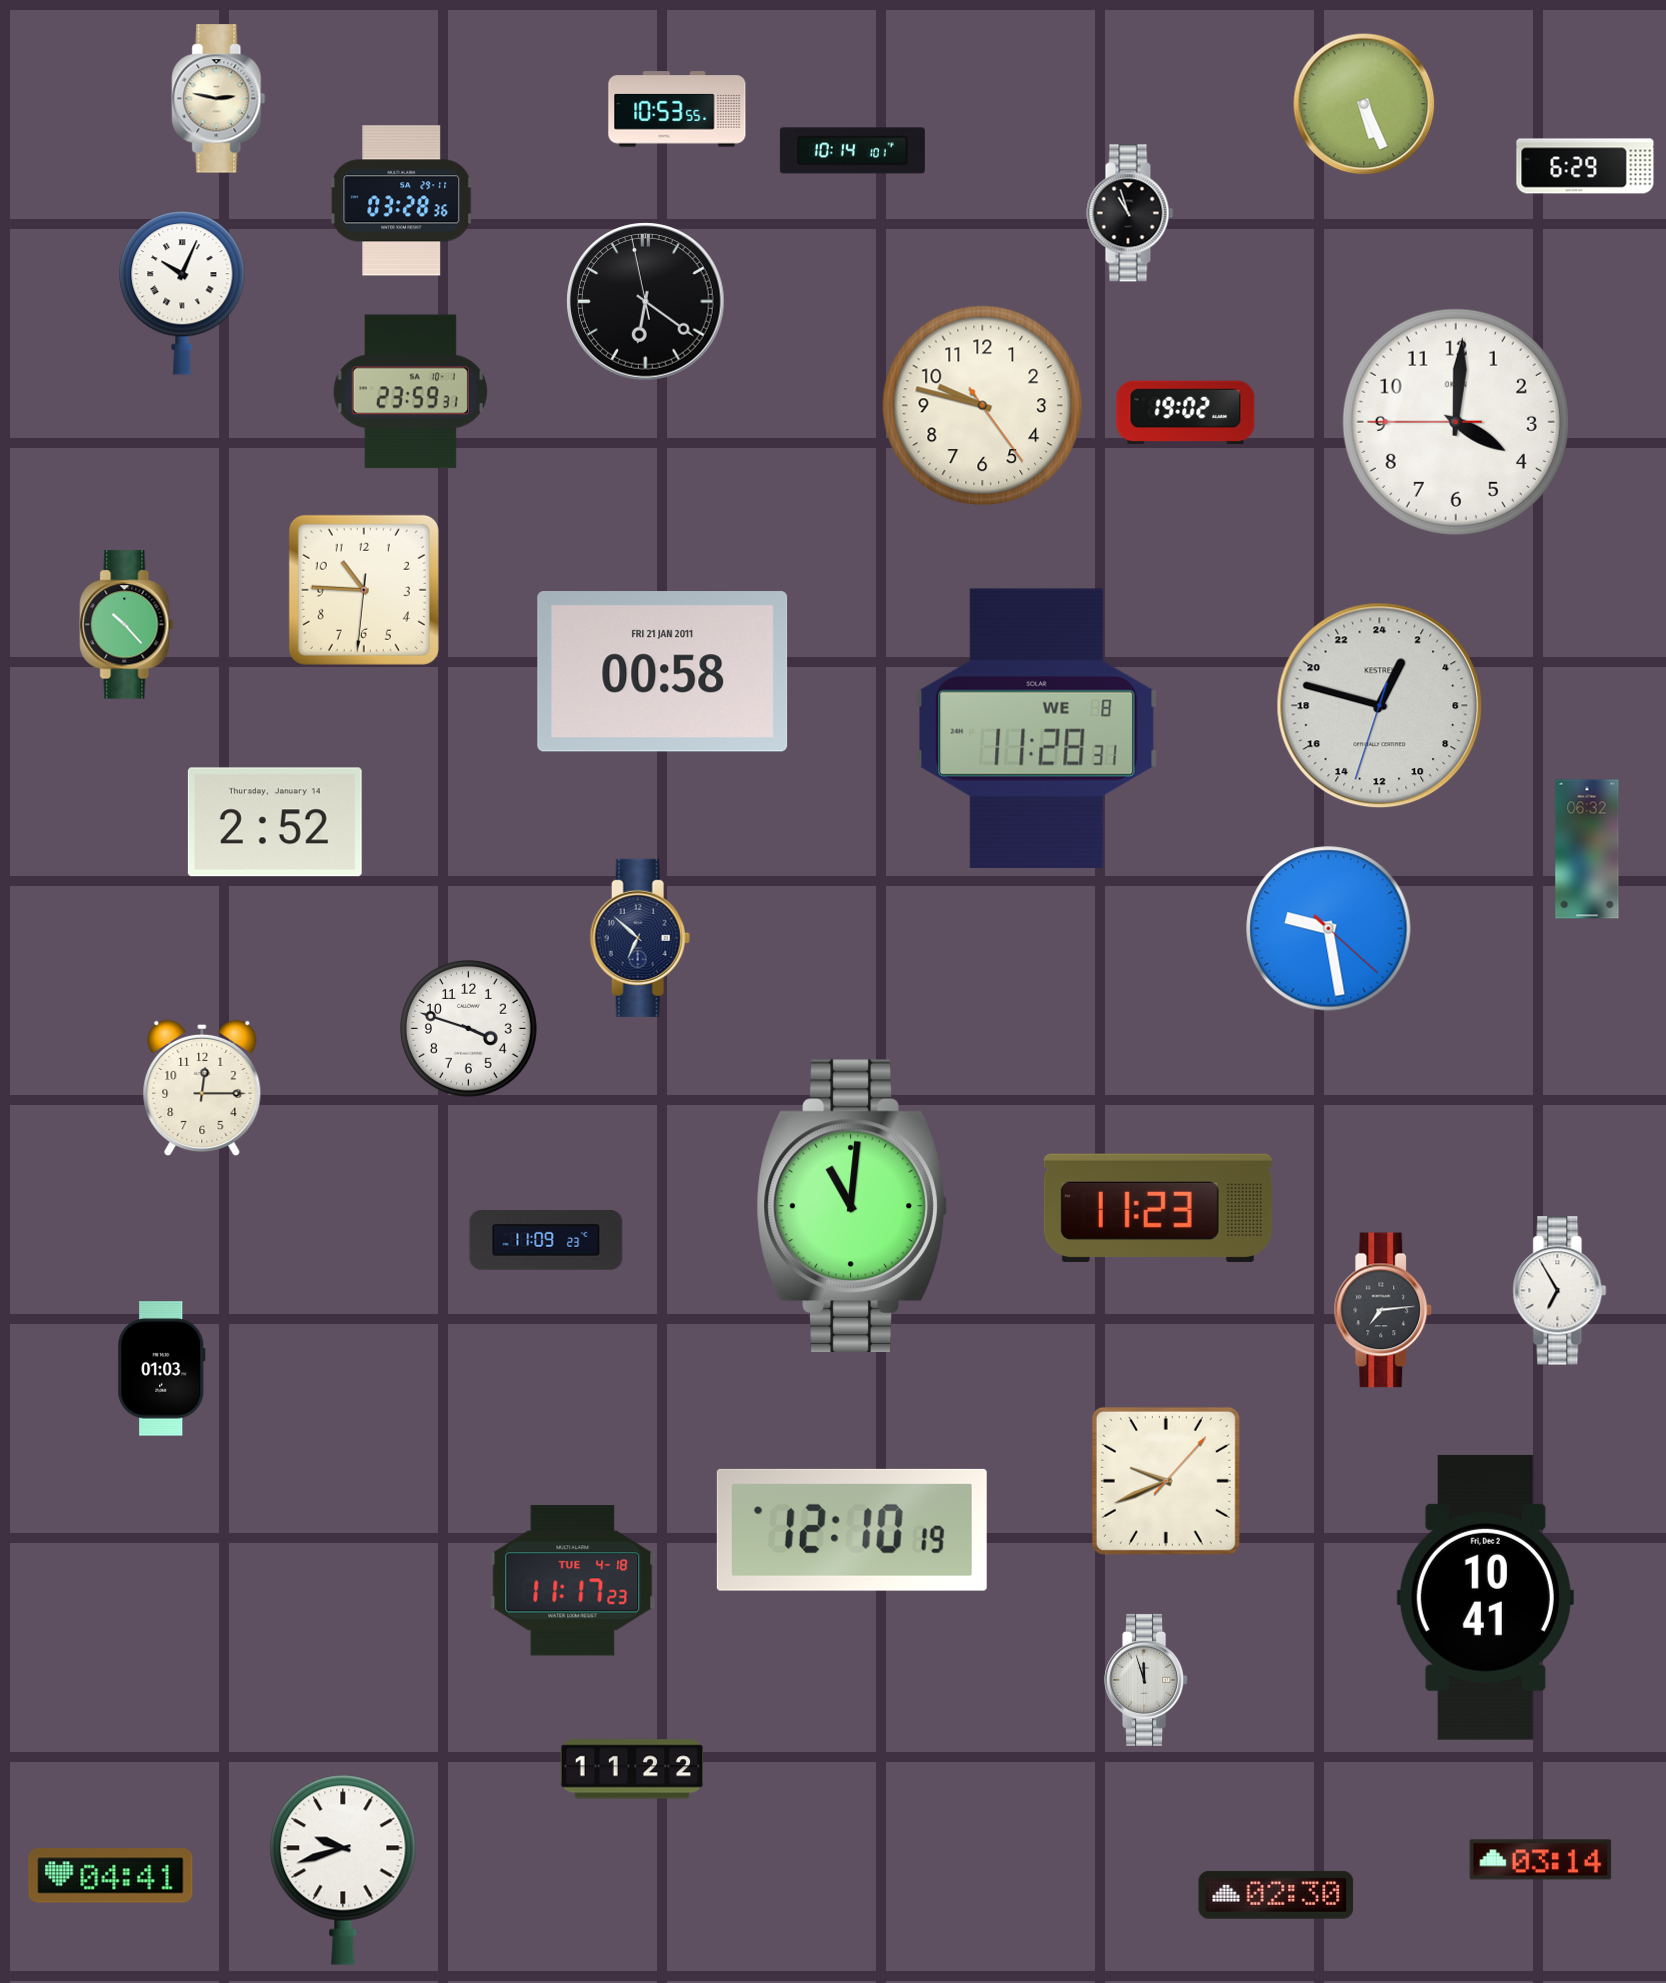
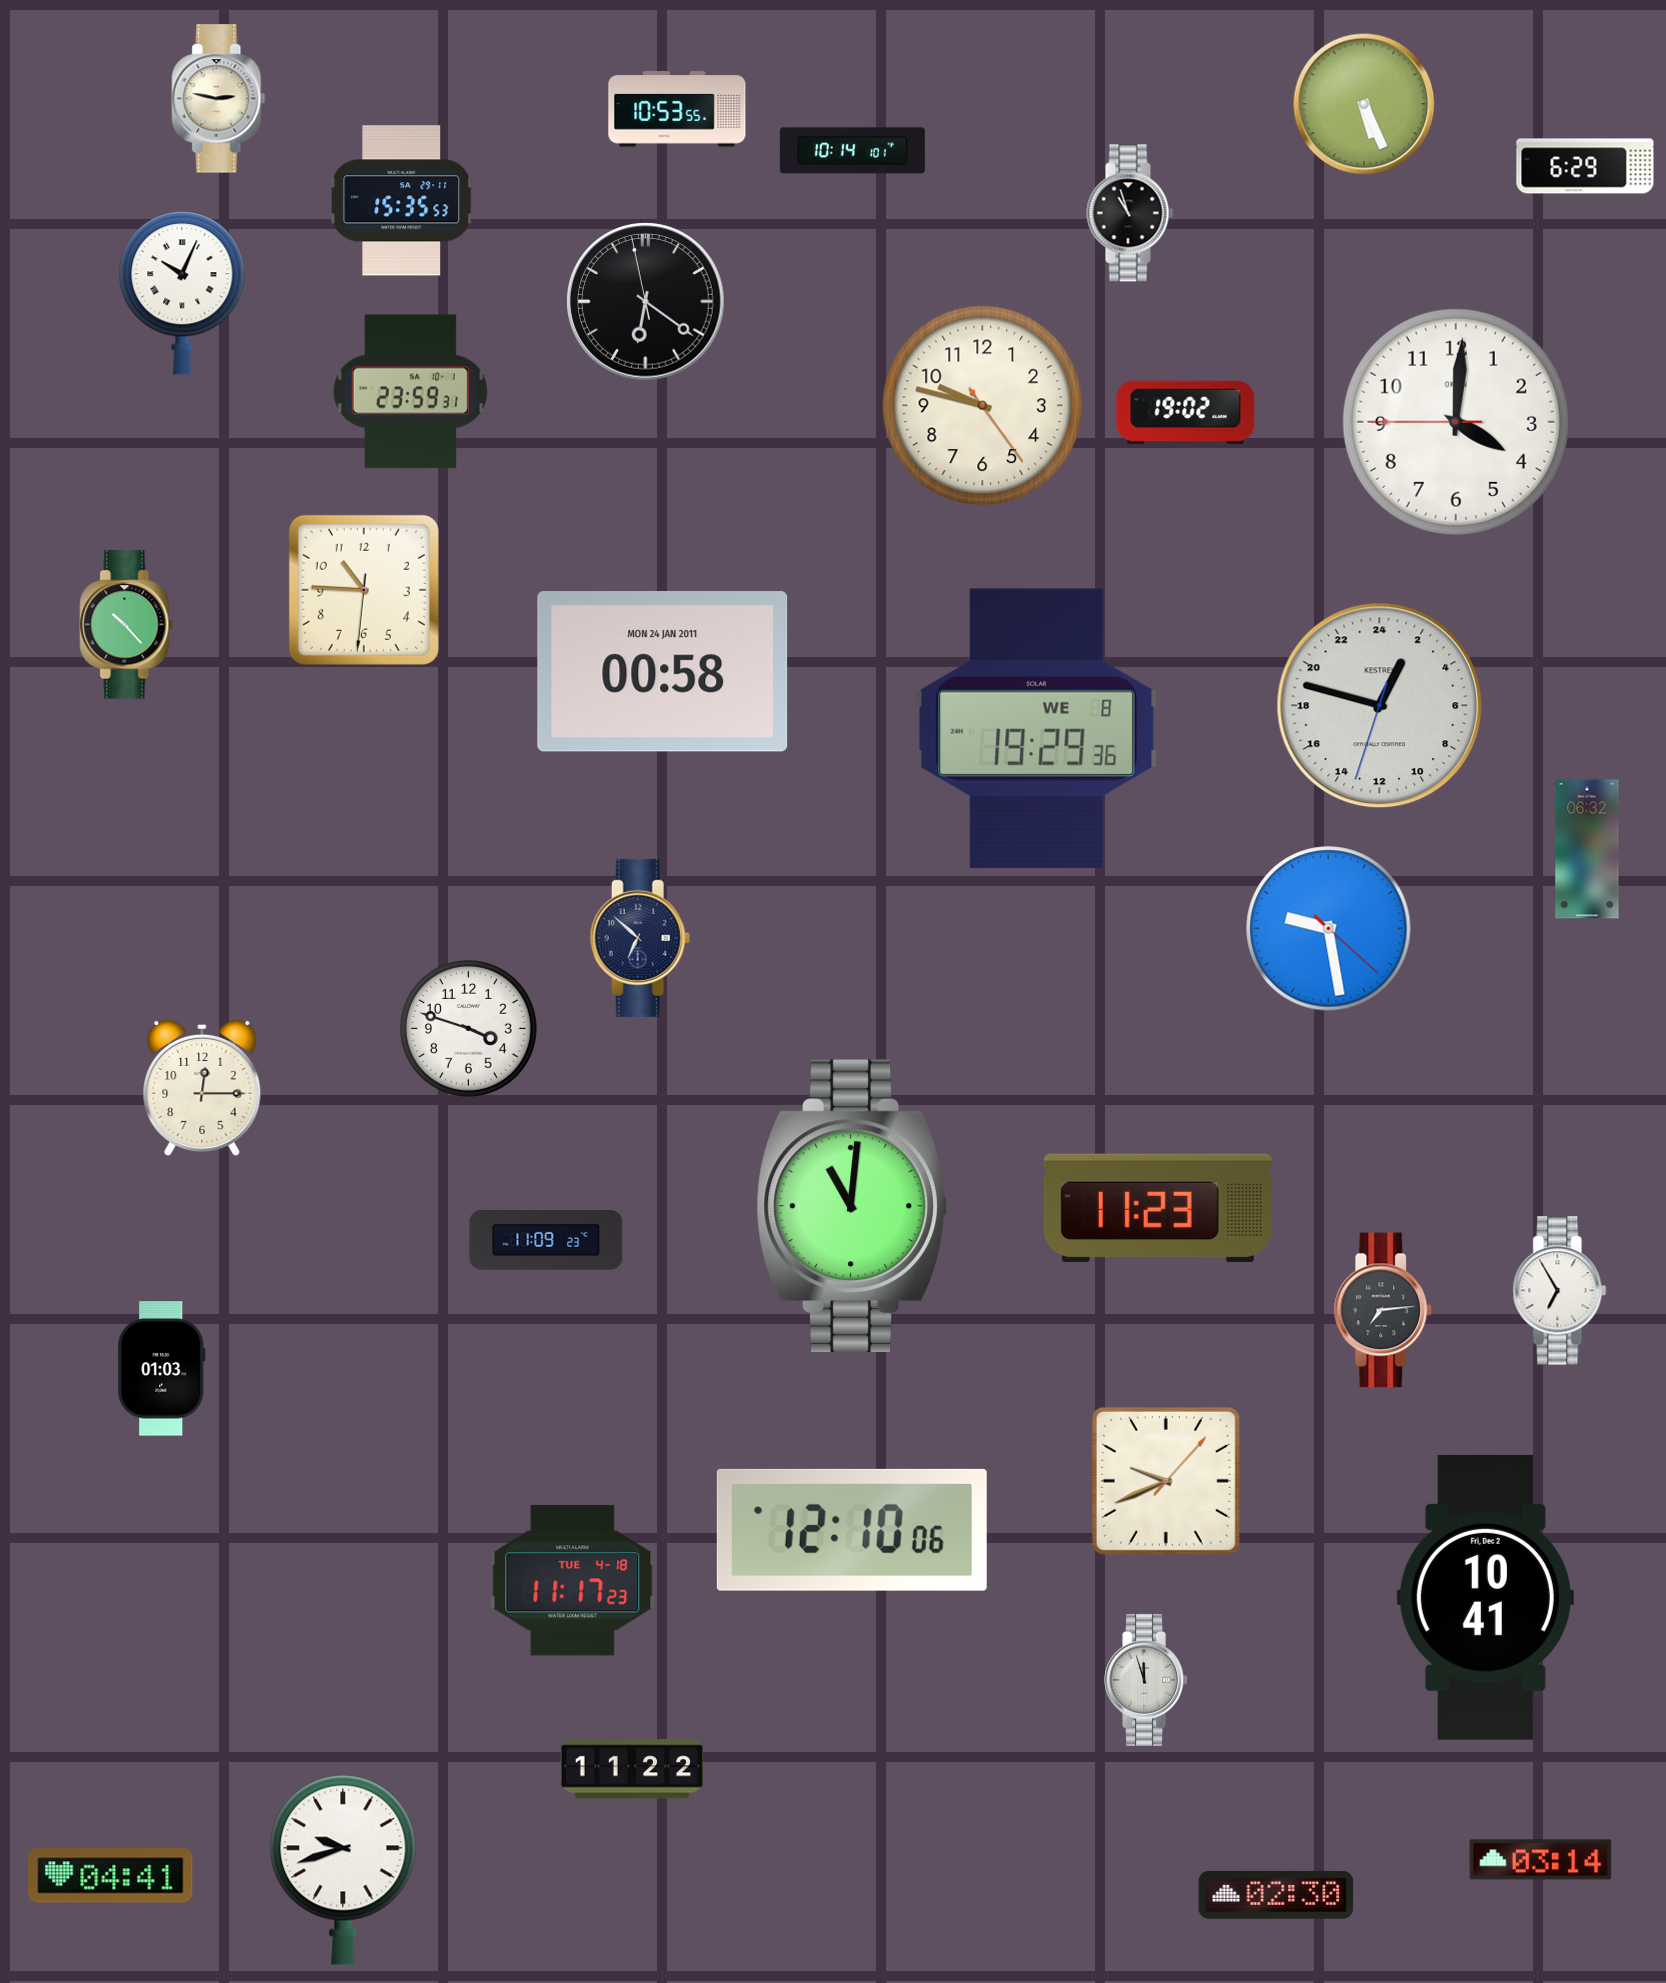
clock at (402, 201): 03:28 -> 15:35
clock at (663, 672) date: FRI 21 JAN 2011 -> MON 24 JAN 2011
clock at (1037, 728): 11:28 -> 19:29
clock at (275, 822): 2:52 -> none
clock at (852, 1530): 12:10:19 -> 12:10:06
